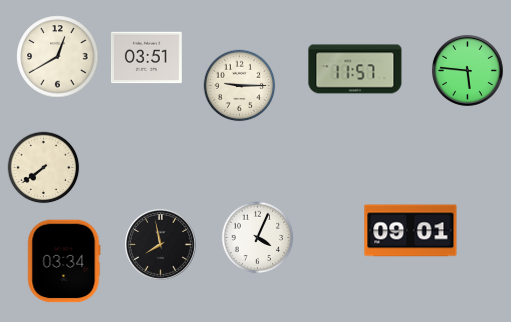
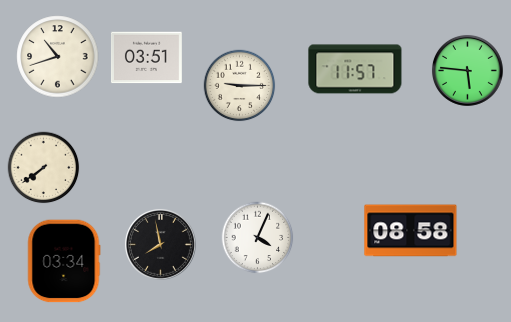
clock at (58, 57): 12:40 -> 10:42
clock at (411, 231): 09:01 -> 08:58
